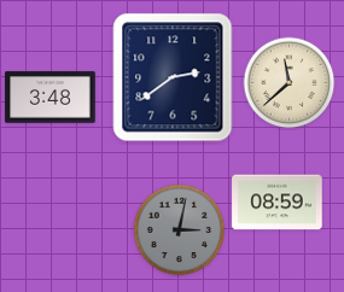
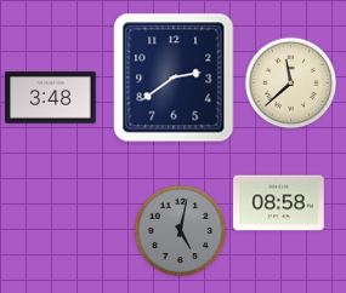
clock at (278, 203): 08:59 -> 08:58
clock at (180, 230): 3:02 -> 5:02
